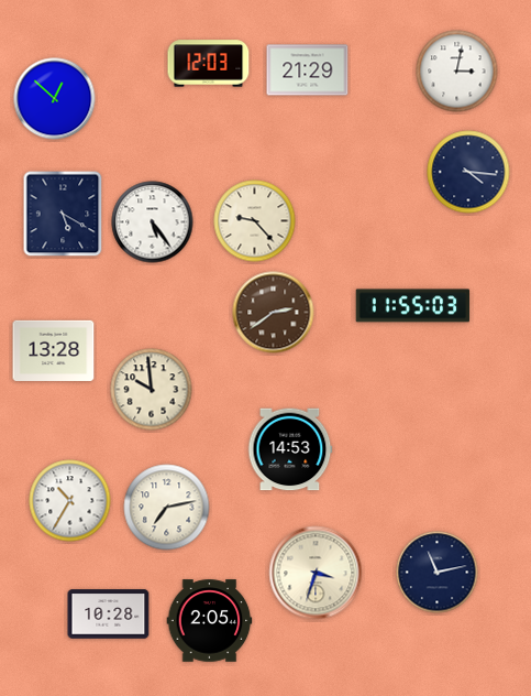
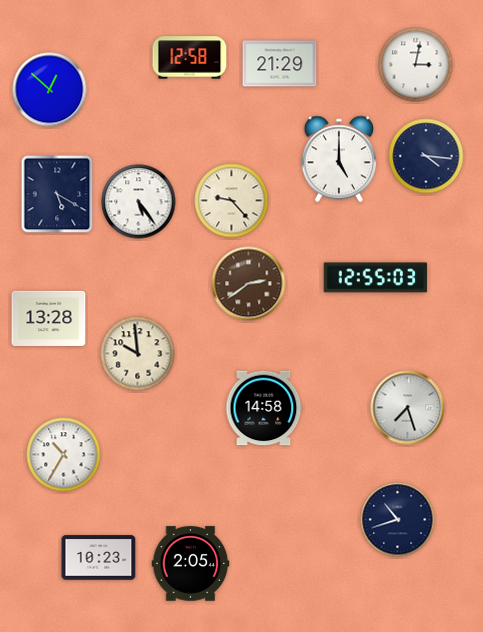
clock at (209, 64): 12:03 -> 12:58
clock at (338, 159): none -> 5:00
clock at (413, 306): 11:55 -> 12:55
clock at (290, 449): 14:53 -> 14:58
clock at (408, 408): none -> 7:27
clock at (167, 508): 7:13 -> none
clock at (316, 573): 3:33 -> none
clock at (438, 573): 11:13 -> 10:42
clock at (109, 615): 10:28 -> 10:23
